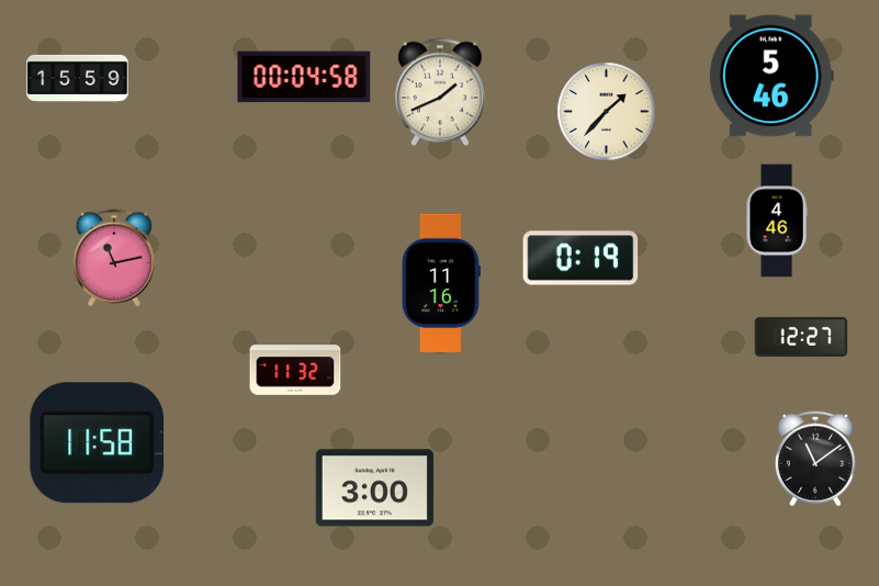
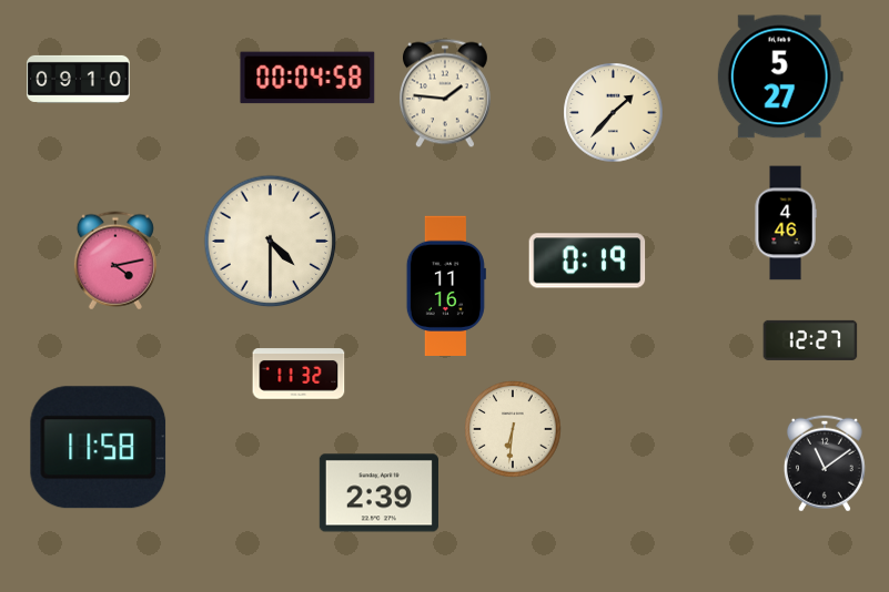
clock at (771, 76): 5:46 -> 5:27
clock at (78, 78): 15:59 -> 09:10
clock at (440, 92): 1:41 -> 1:46
clock at (271, 242): none -> 4:30
clock at (114, 258): 11:13 -> 4:13
clock at (513, 429): none -> 6:31
clock at (374, 488): 3:00 -> 2:39
